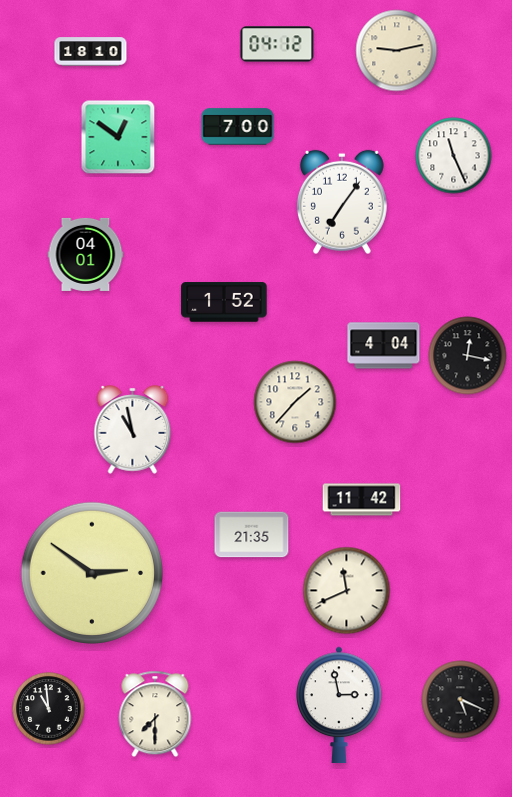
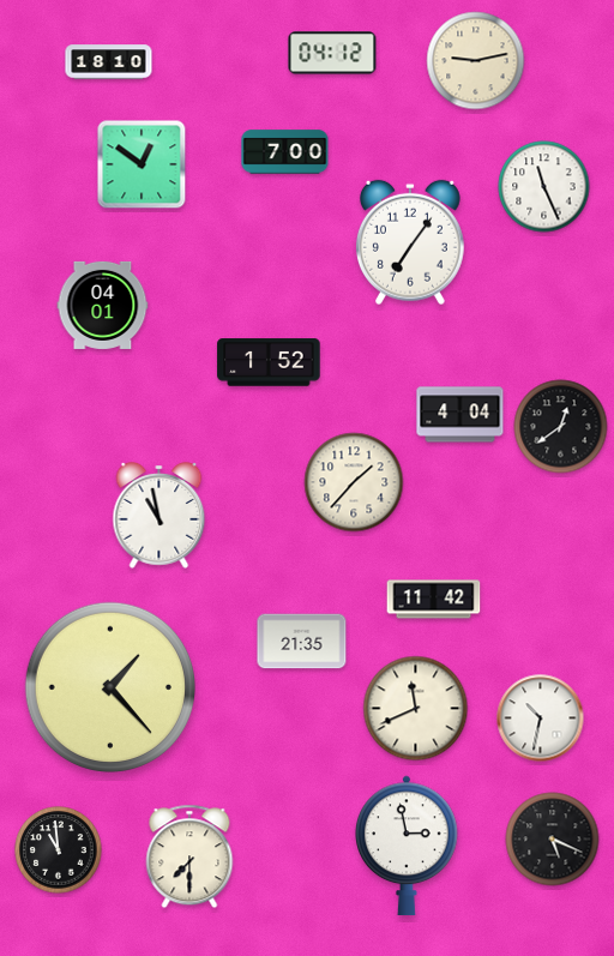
clock at (468, 356): 12:17 -> 12:39
clock at (91, 572): 2:51 -> 1:23
clock at (541, 718): none -> 10:32
clock at (155, 714) position: (155, 714) -> (189, 856)
